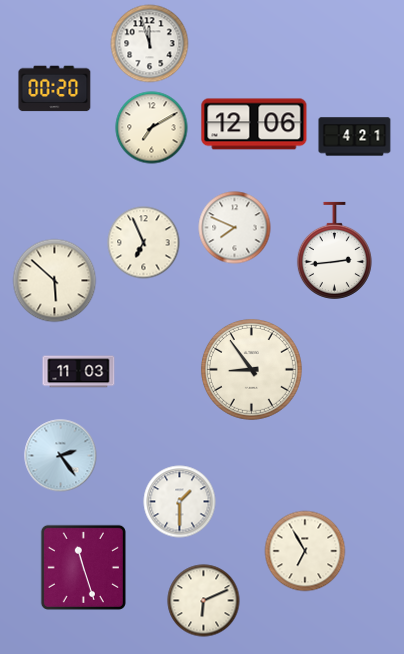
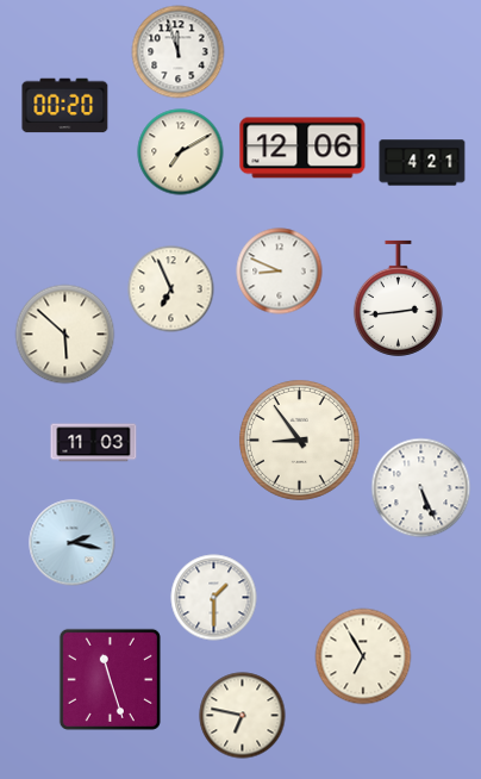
clock at (235, 228): 7:49 -> 8:49
clock at (421, 488): none -> 5:26
clock at (61, 456): 2:24 -> 2:17
clock at (83, 567) position: (83, 567) -> (110, 679)
clock at (204, 601): 6:11 -> 6:47
